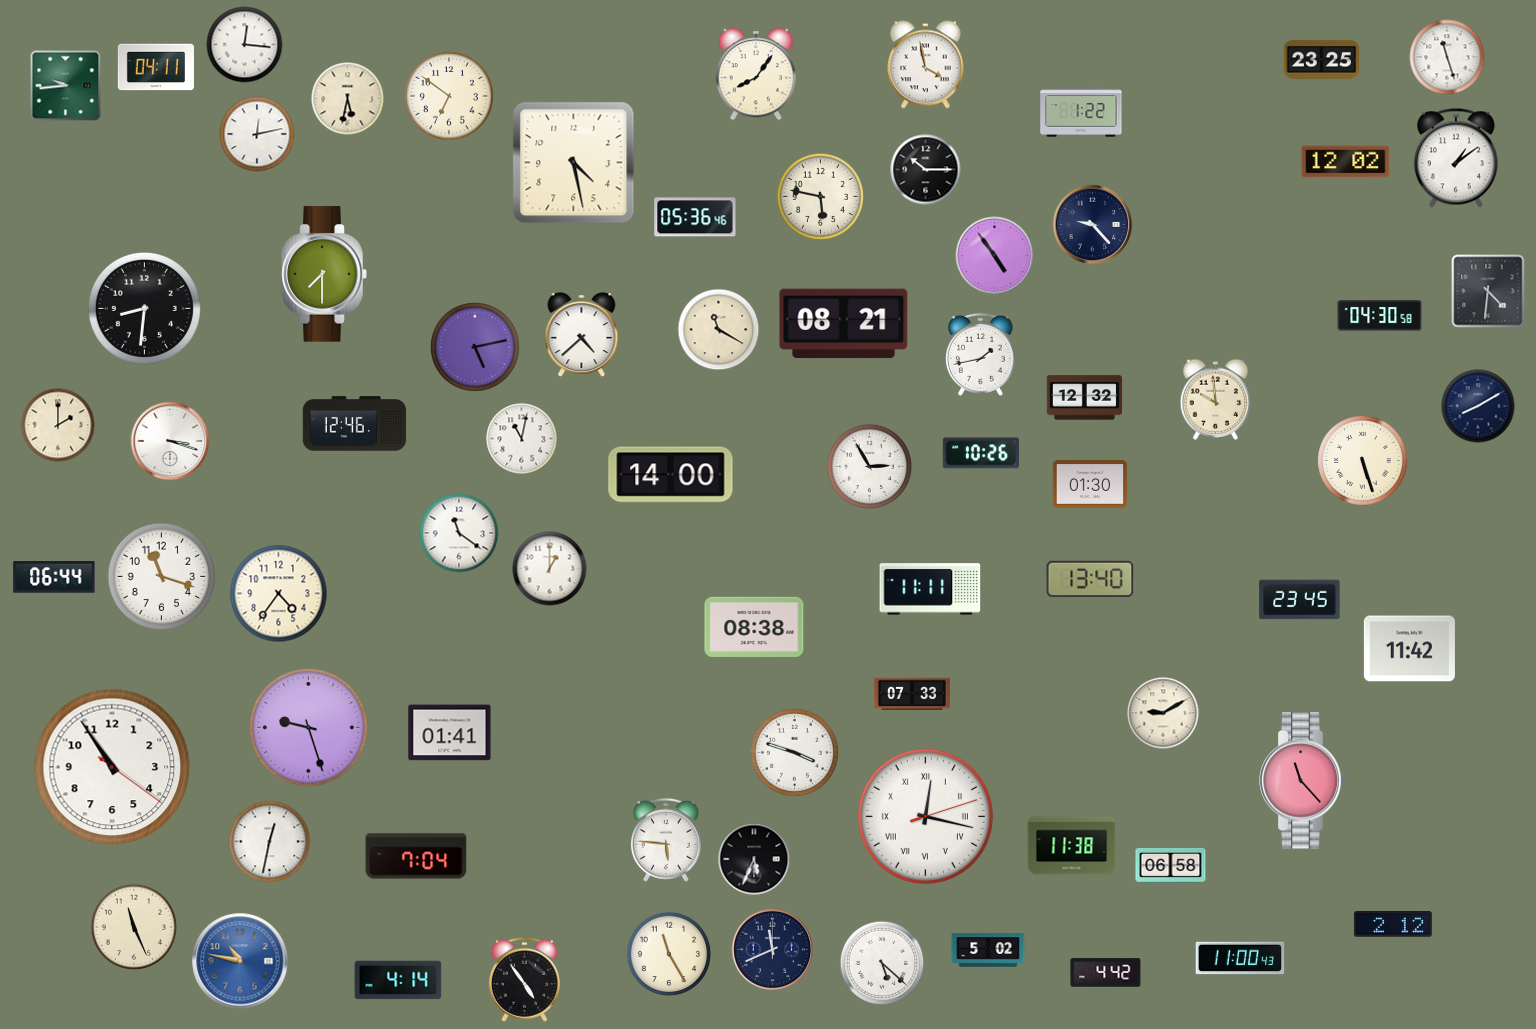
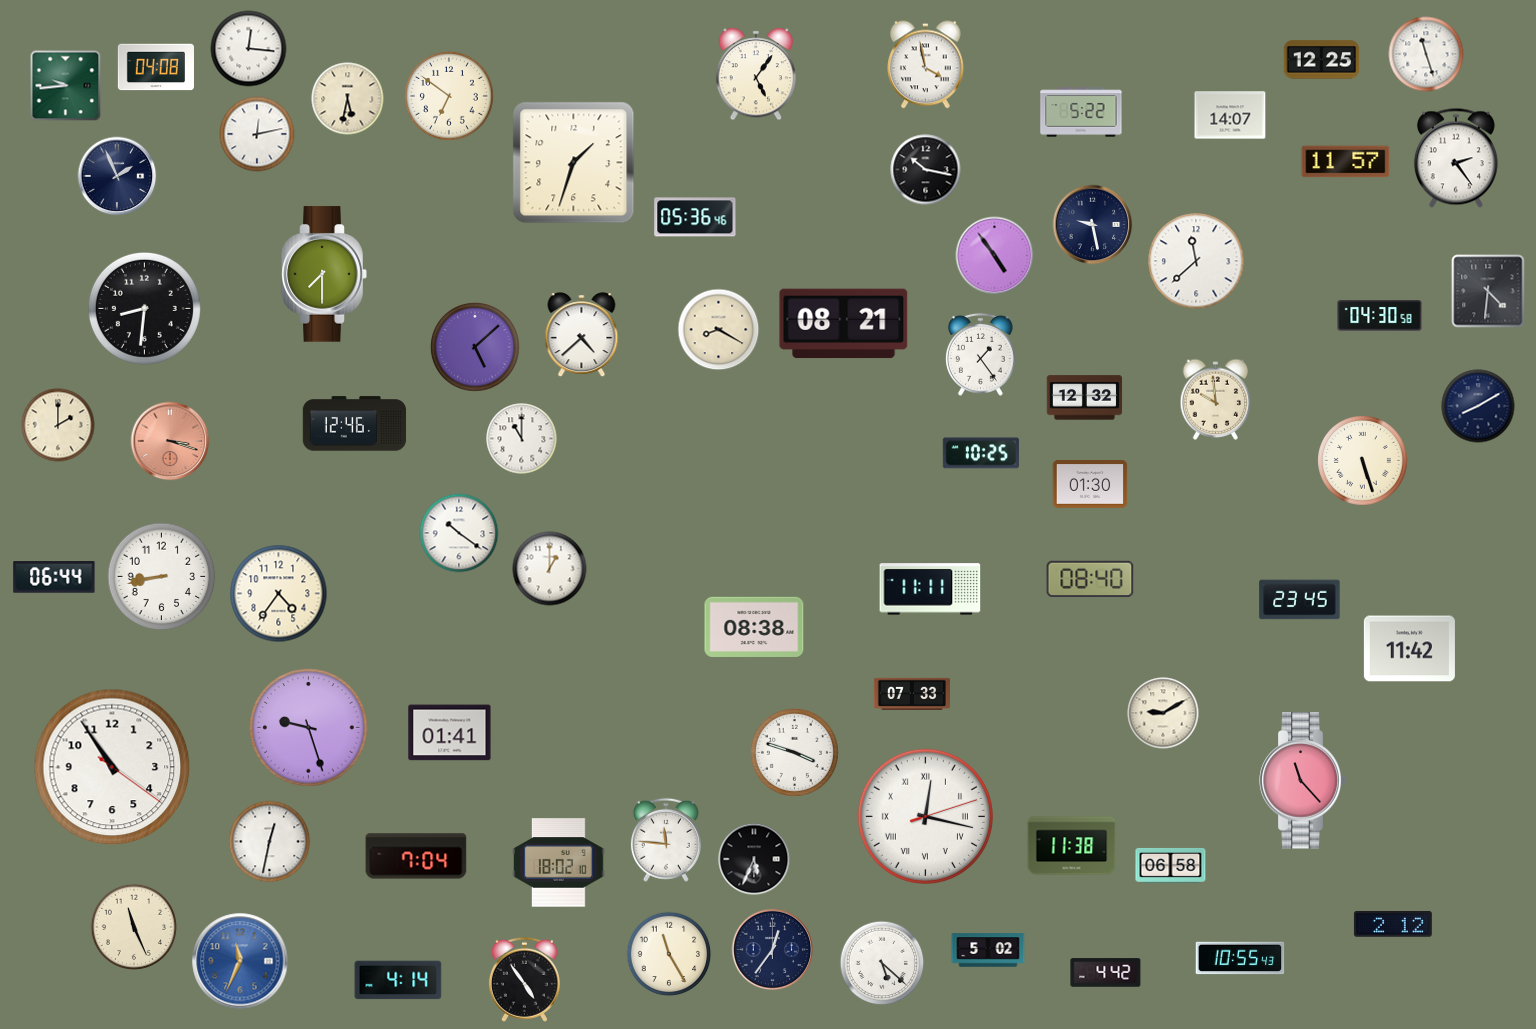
clock at (245, 45) position: (245, 45) -> (249, 49)
clock at (1447, 57) position: (1447, 57) -> (1426, 54)
clock at (1322, 60): 23:25 -> 12:25
clock at (156, 67): 04:11 -> 04:08
clock at (755, 74): 8:06 -> 5:06
clock at (1081, 112): 1:22 -> 5:22
clock at (1230, 115): none -> 14:07
clock at (1456, 158): 1:09 -> 2:24
clock at (1346, 162): 12:02 -> 11:57
clock at (574, 163): 4:28 -> 1:33
clock at (926, 170): 10:15 -> 10:17
clock at (117, 176): none -> 1:56
clock at (820, 196): 5:47 -> none
clock at (1093, 225): 9:23 -> 9:28
clock at (1196, 261): none -> 11:38
clock at (719, 330): 11:20 -> 8:20
clock at (475, 347): 5:13 -> 5:08
clock at (980, 354): 1:43 -> 1:24
clock at (522, 439): 11:02 -> 11:00
clock at (170, 441) dial: white -> salmon
clock at (981, 453): 10:26 -> 10:25
clock at (870, 467): 2:55 -> none
clock at (671, 475): 14:00 -> none
clock at (459, 533): 11:21 -> 10:21
clock at (162, 577): 11:18 -> 8:43
clock at (1090, 579): 13:40 -> 08:40
clock at (666, 840): 5:46 -> 11:46
clock at (559, 863): none -> 18:02
clock at (773, 950): 11:41 -> 12:36
clock at (1240, 958): 11:00 -> 10:55
clock at (240, 961): 10:47 -> 11:34
